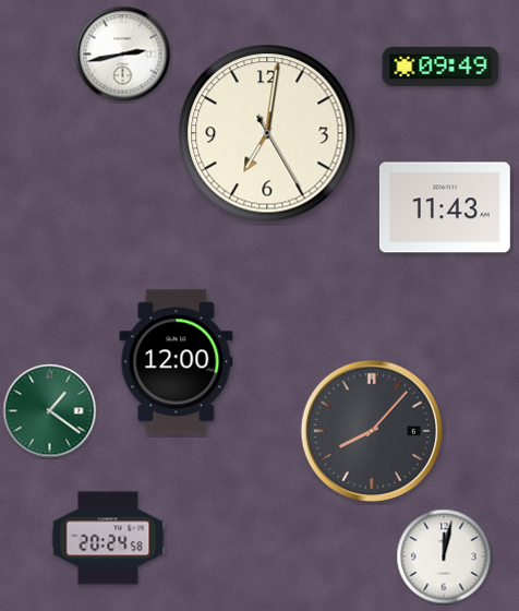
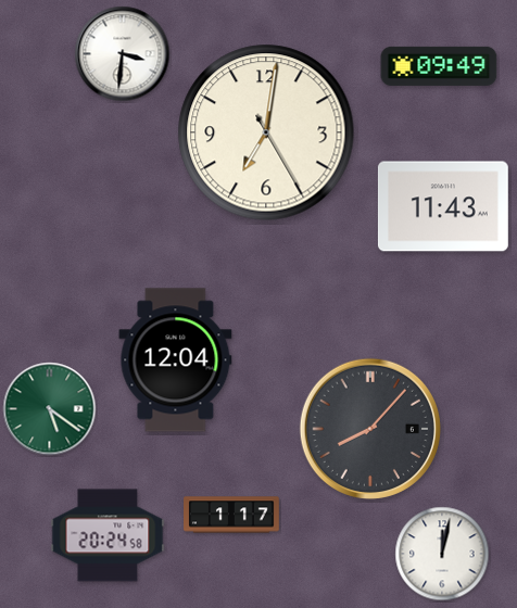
clock at (123, 55): 2:43 -> 3:31
clock at (177, 362): 12:00 -> 12:04
clock at (50, 411): 1:21 -> 5:21
clock at (231, 515): none -> 1:17
